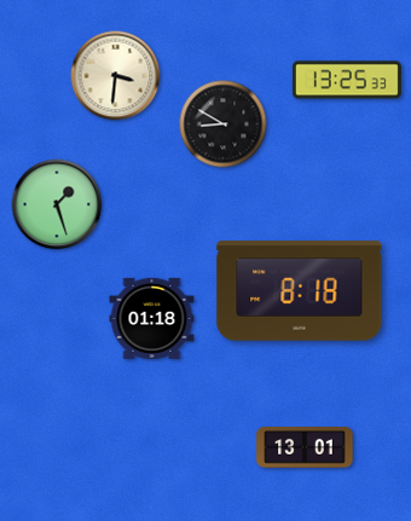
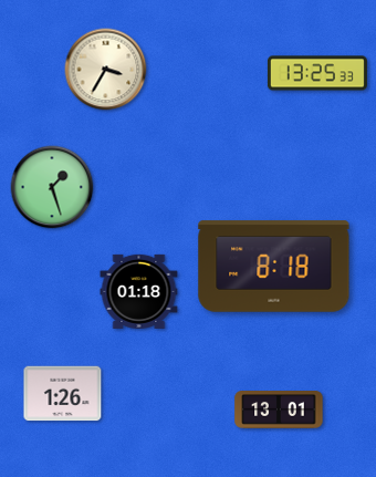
clock at (116, 76): 3:31 -> 3:35
clock at (224, 125): 8:50 -> none
clock at (63, 394): none -> 1:26
